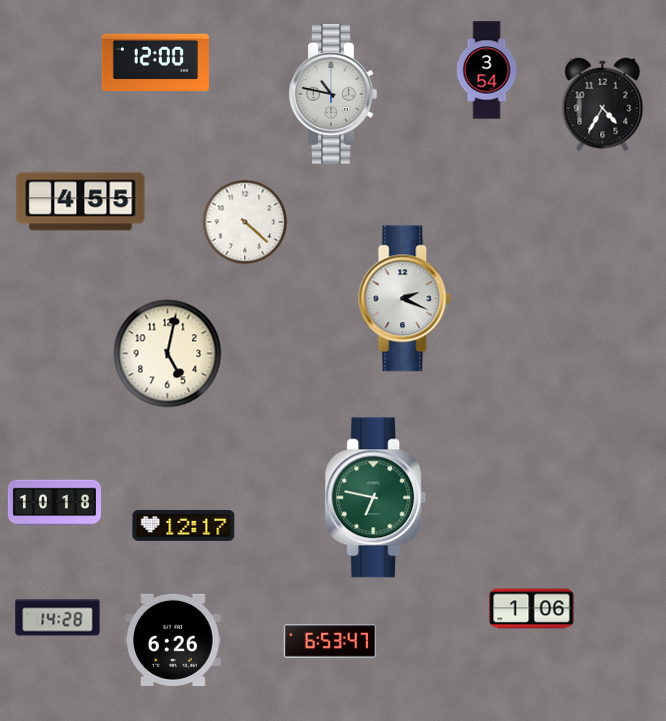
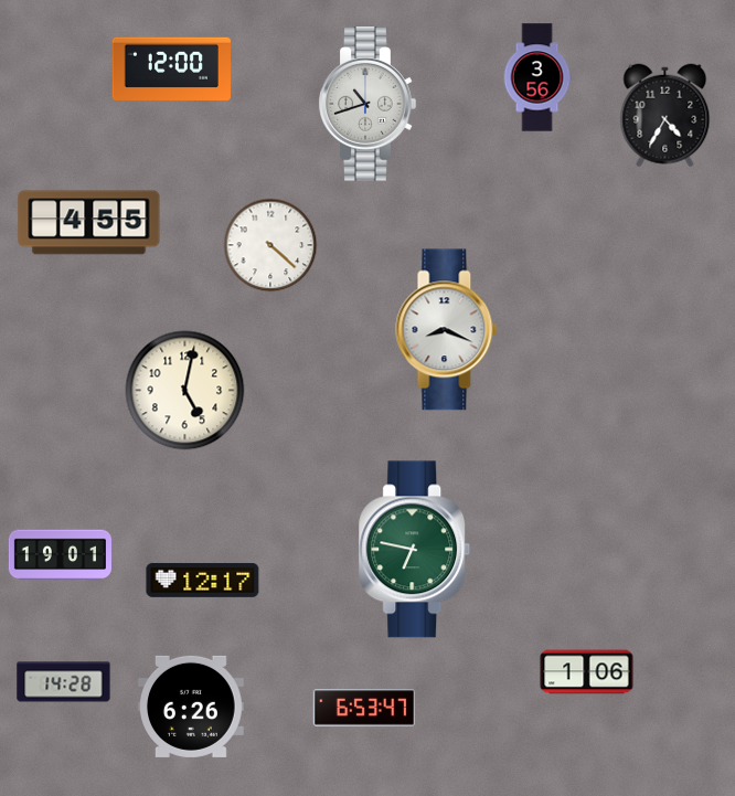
clock at (487, 70): 3:54 -> 3:56
clock at (333, 94): 10:47 -> 10:42
clock at (405, 299): 2:19 -> 8:19
clock at (54, 503): 10:18 -> 19:01
